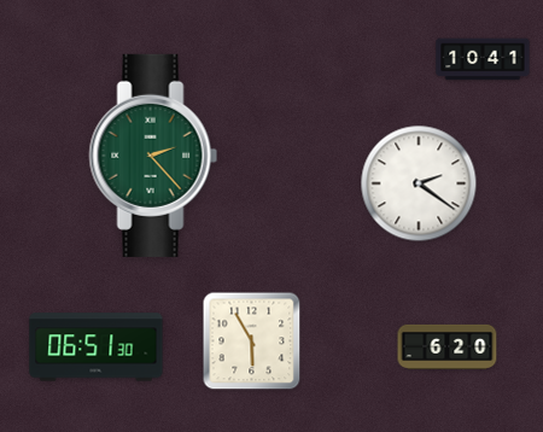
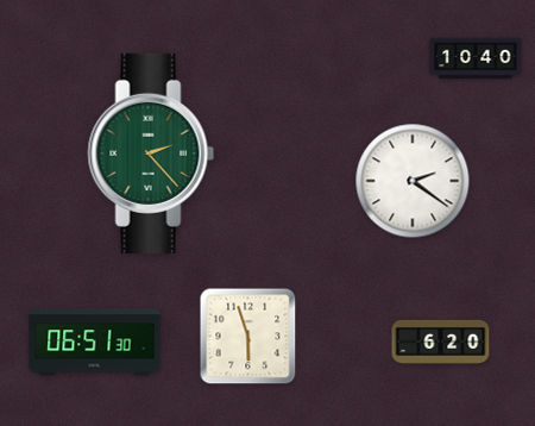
clock at (483, 59): 10:41 -> 10:40
clock at (252, 341): 5:55 -> 5:57
